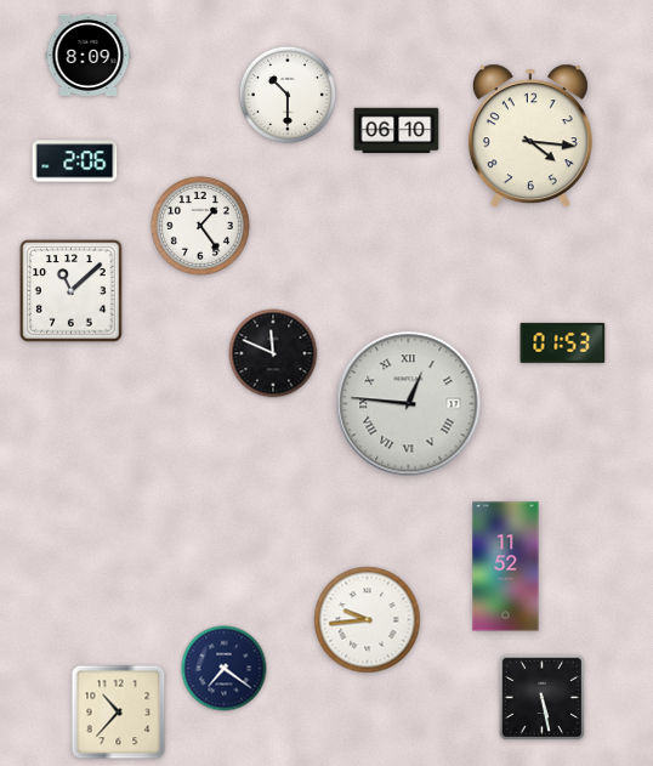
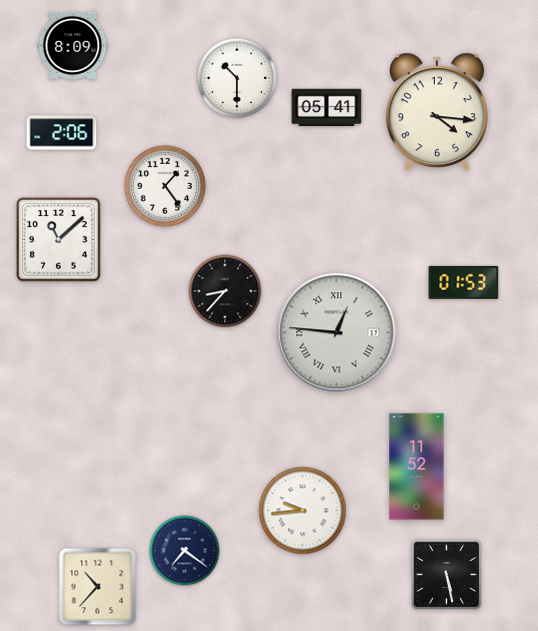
clock at (397, 131): 06:10 -> 05:41
clock at (273, 353): 11:49 -> 8:37
